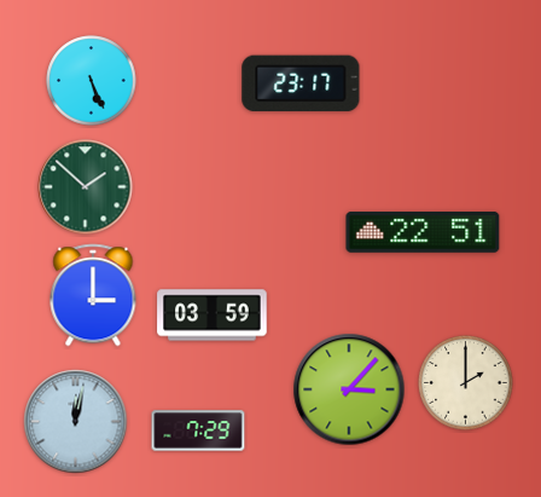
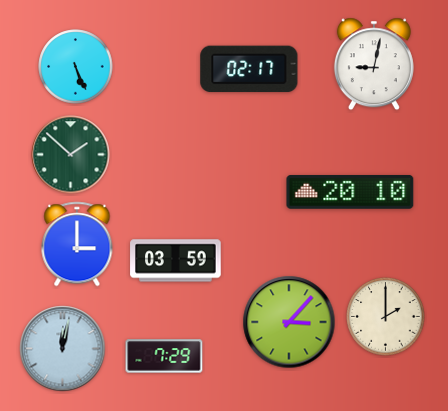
clock at (374, 64): none -> 9:02
clock at (301, 83): 23:17 -> 02:17
clock at (423, 232): 22:51 -> 20:10
